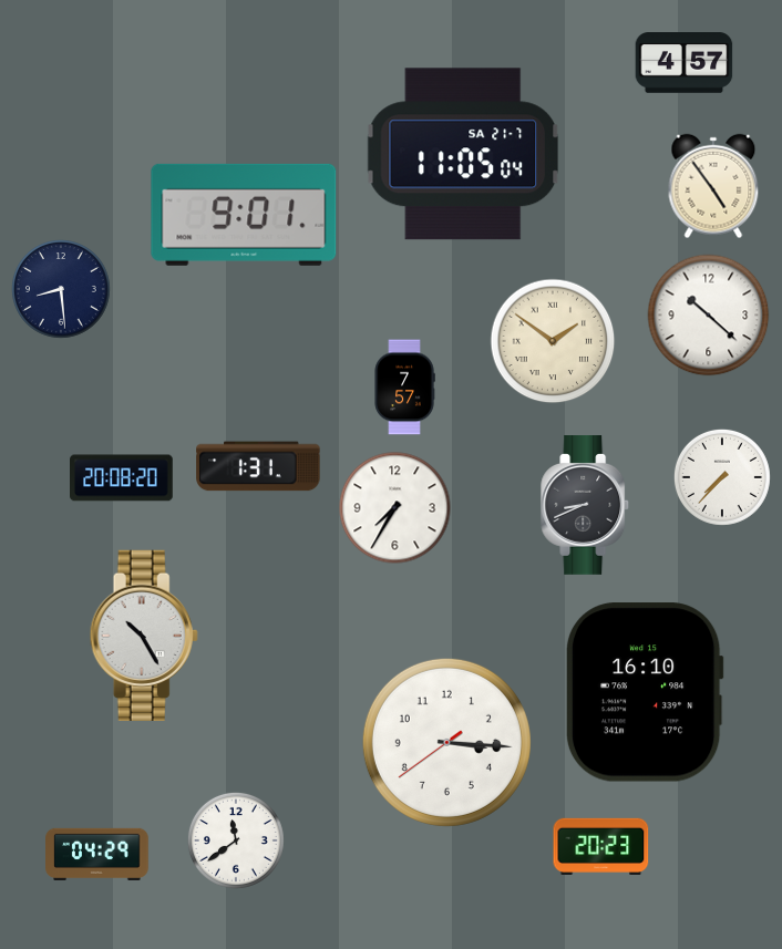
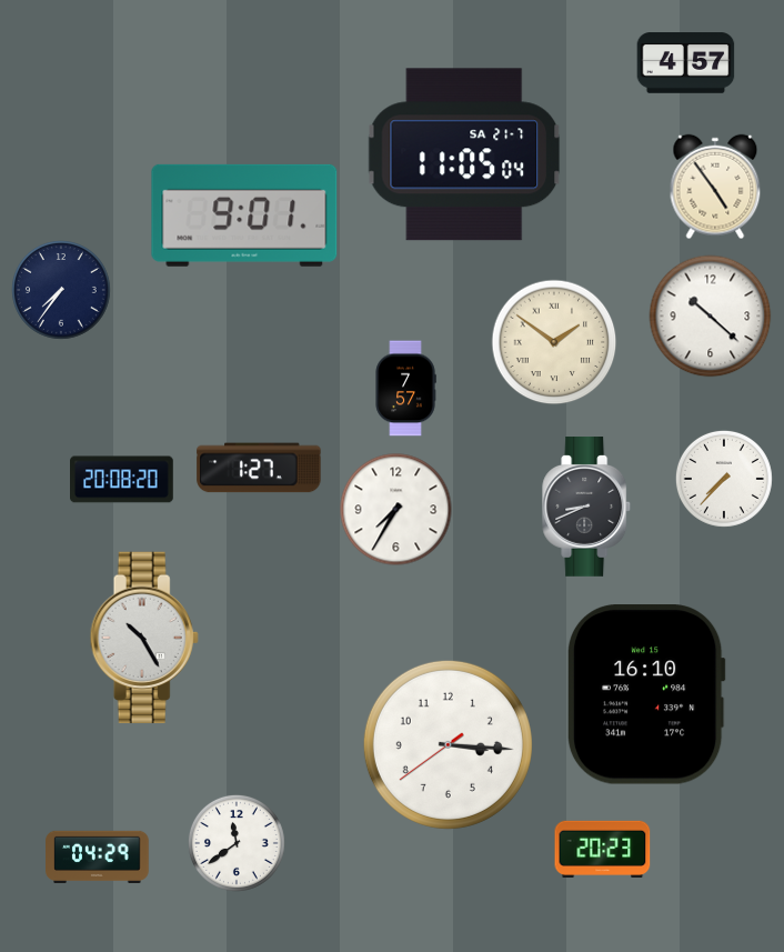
clock at (62, 290): 8:29 -> 7:36
clock at (258, 466): 1:31 -> 1:27
